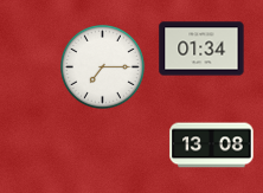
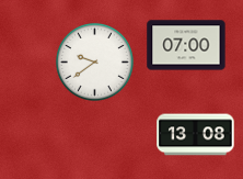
clock at (201, 49): 01:34 -> 07:00
clock at (102, 66): 7:15 -> 9:39
